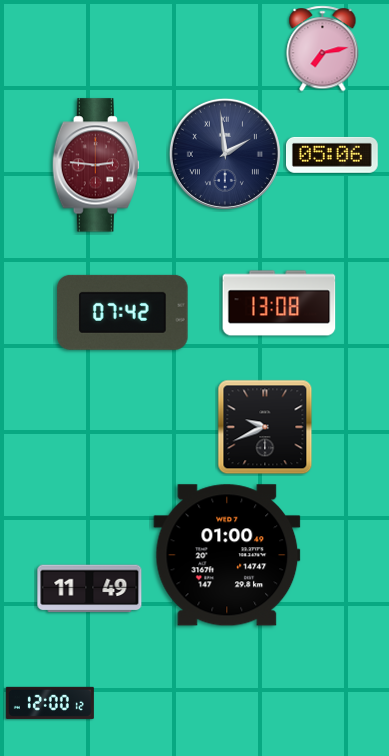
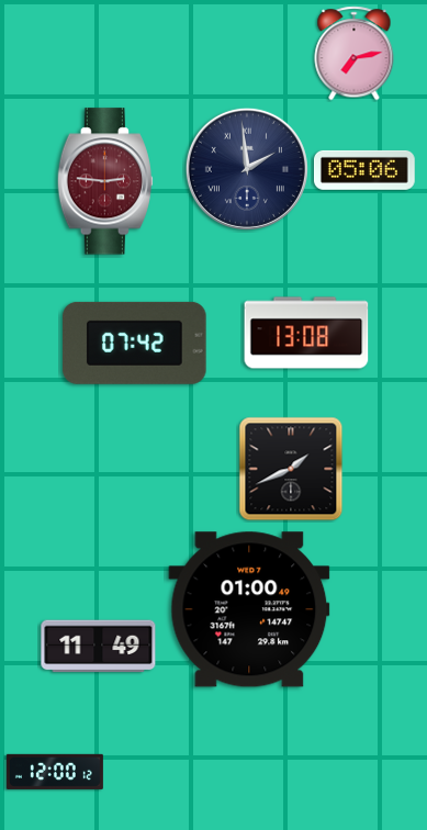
clock at (265, 427): 9:41 -> 1:41
